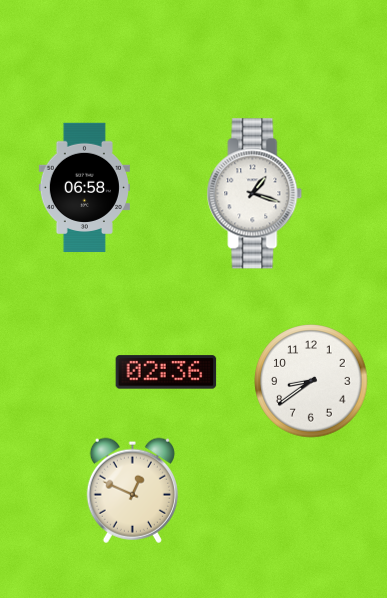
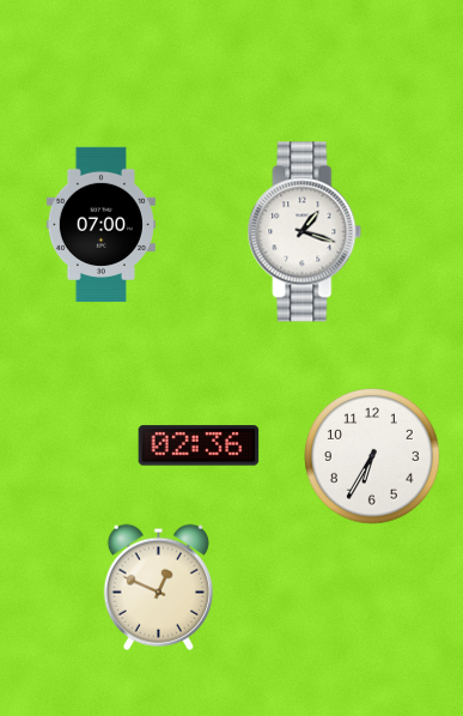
clock at (84, 188): 06:58 -> 07:00
clock at (311, 381): 8:39 -> 6:35
